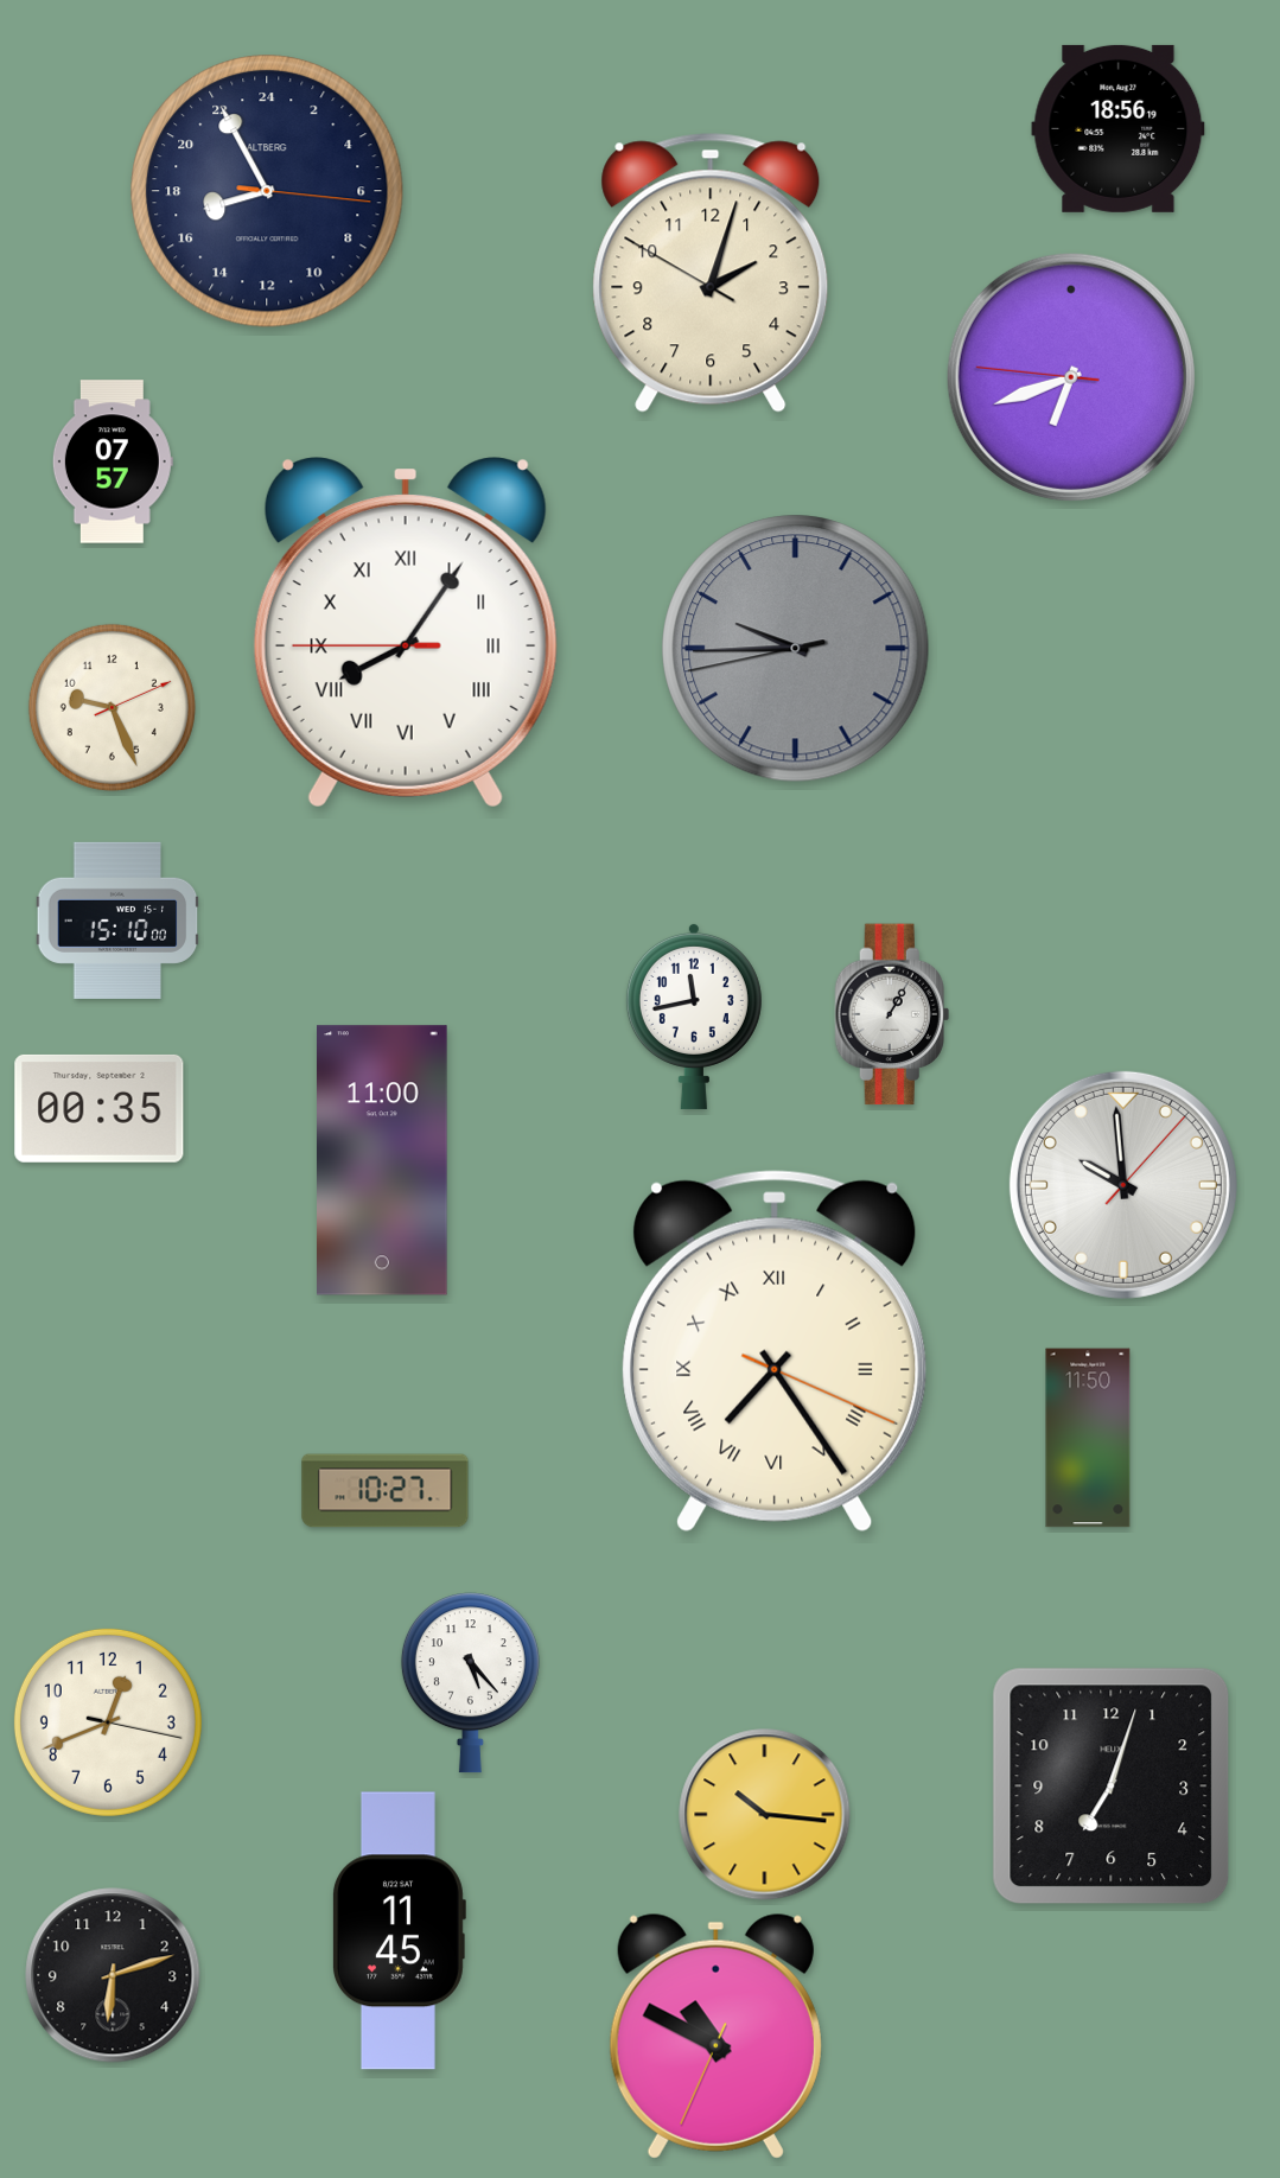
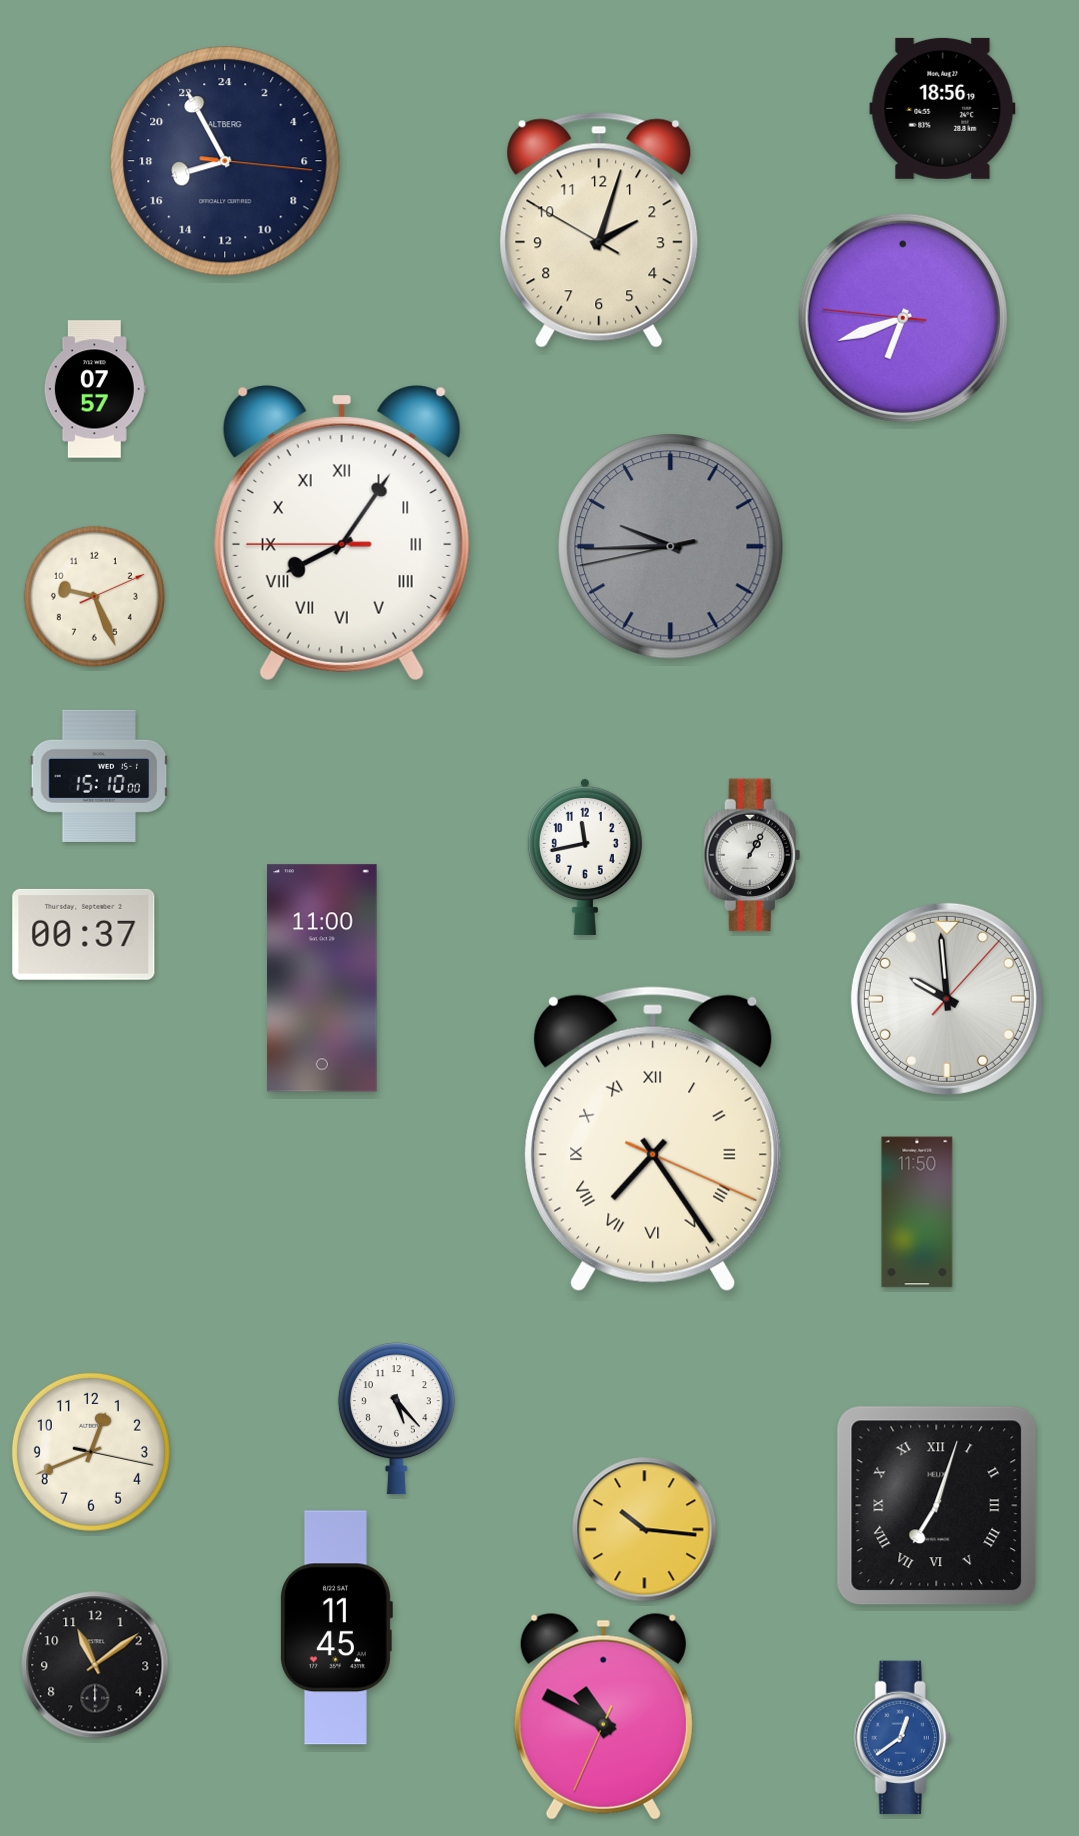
clock at (100, 1108): 00:35 -> 00:37
clock at (386, 1491): 10:27 -> none
clock at (1112, 1787) numerals: Arabic -> Roman
clock at (113, 1975): 6:12 -> 11:09
clock at (902, 1738): none -> 12:39
